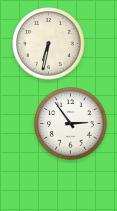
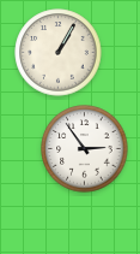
clock at (49, 44): 6:32 -> 1:05
